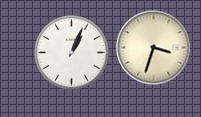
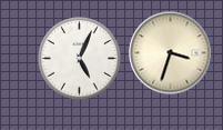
clock at (72, 53): 1:04 -> 5:04
